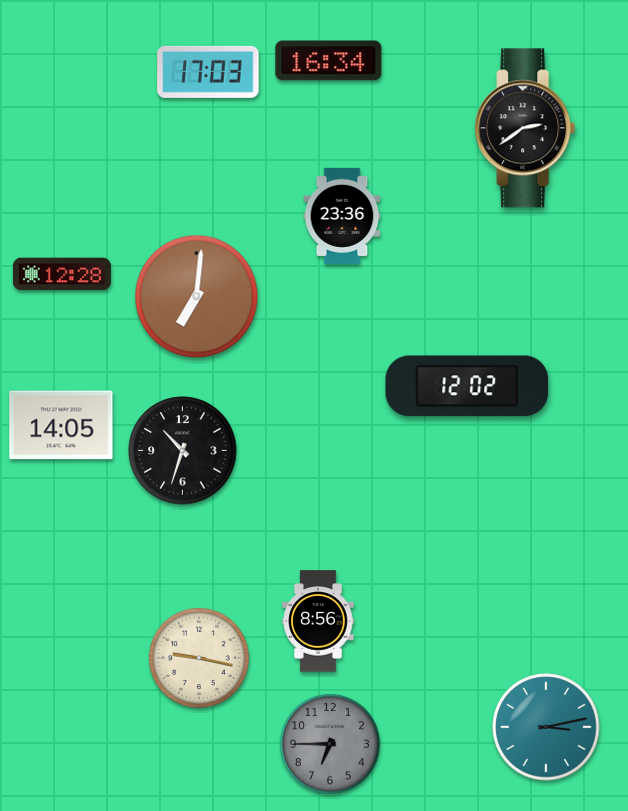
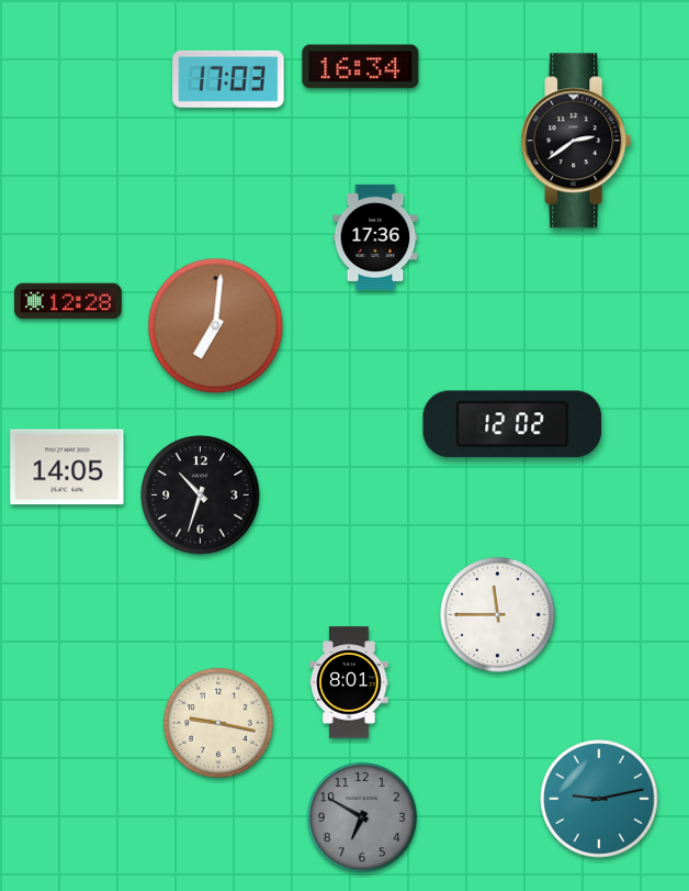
clock at (342, 216): 23:36 -> 17:36
clock at (498, 615): none -> 11:45
clock at (318, 621): 8:56 -> 8:01
clock at (546, 727): 3:13 -> 9:13
clock at (330, 744): 6:45 -> 6:50
